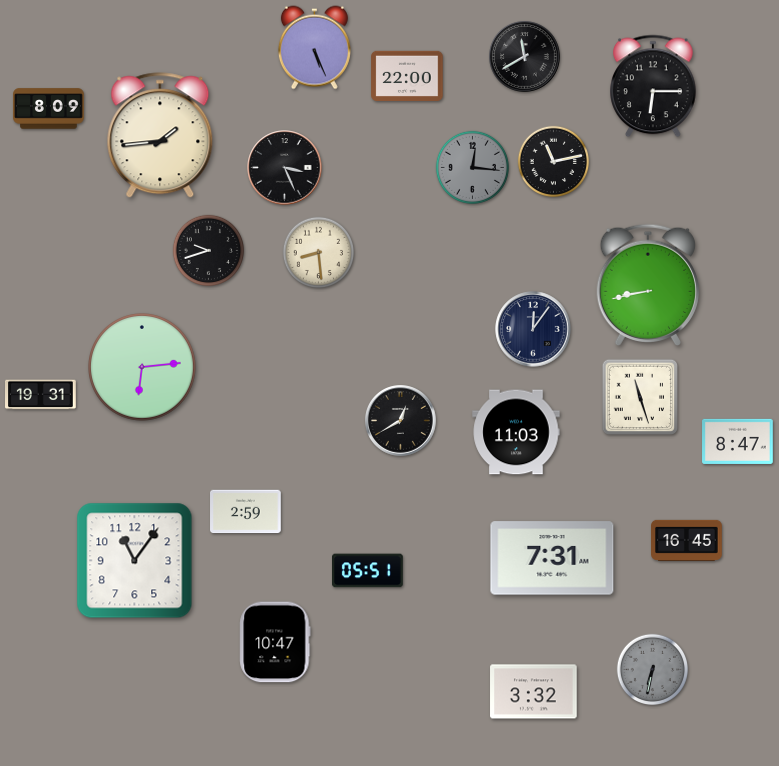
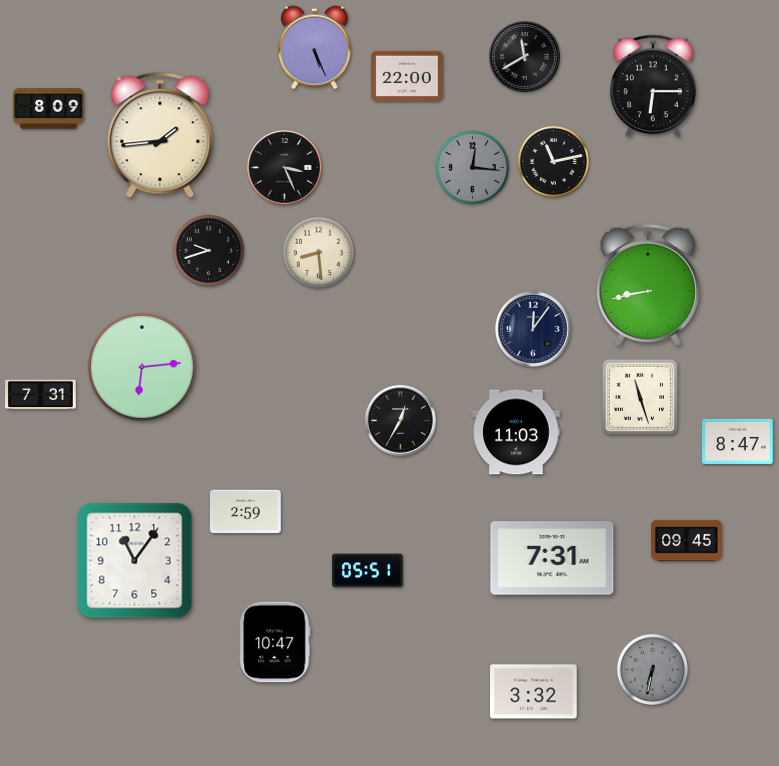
clock at (41, 395): 19:31 -> 7:31
clock at (401, 421): 12:40 -> 12:35
clock at (687, 540): 16:45 -> 09:45
